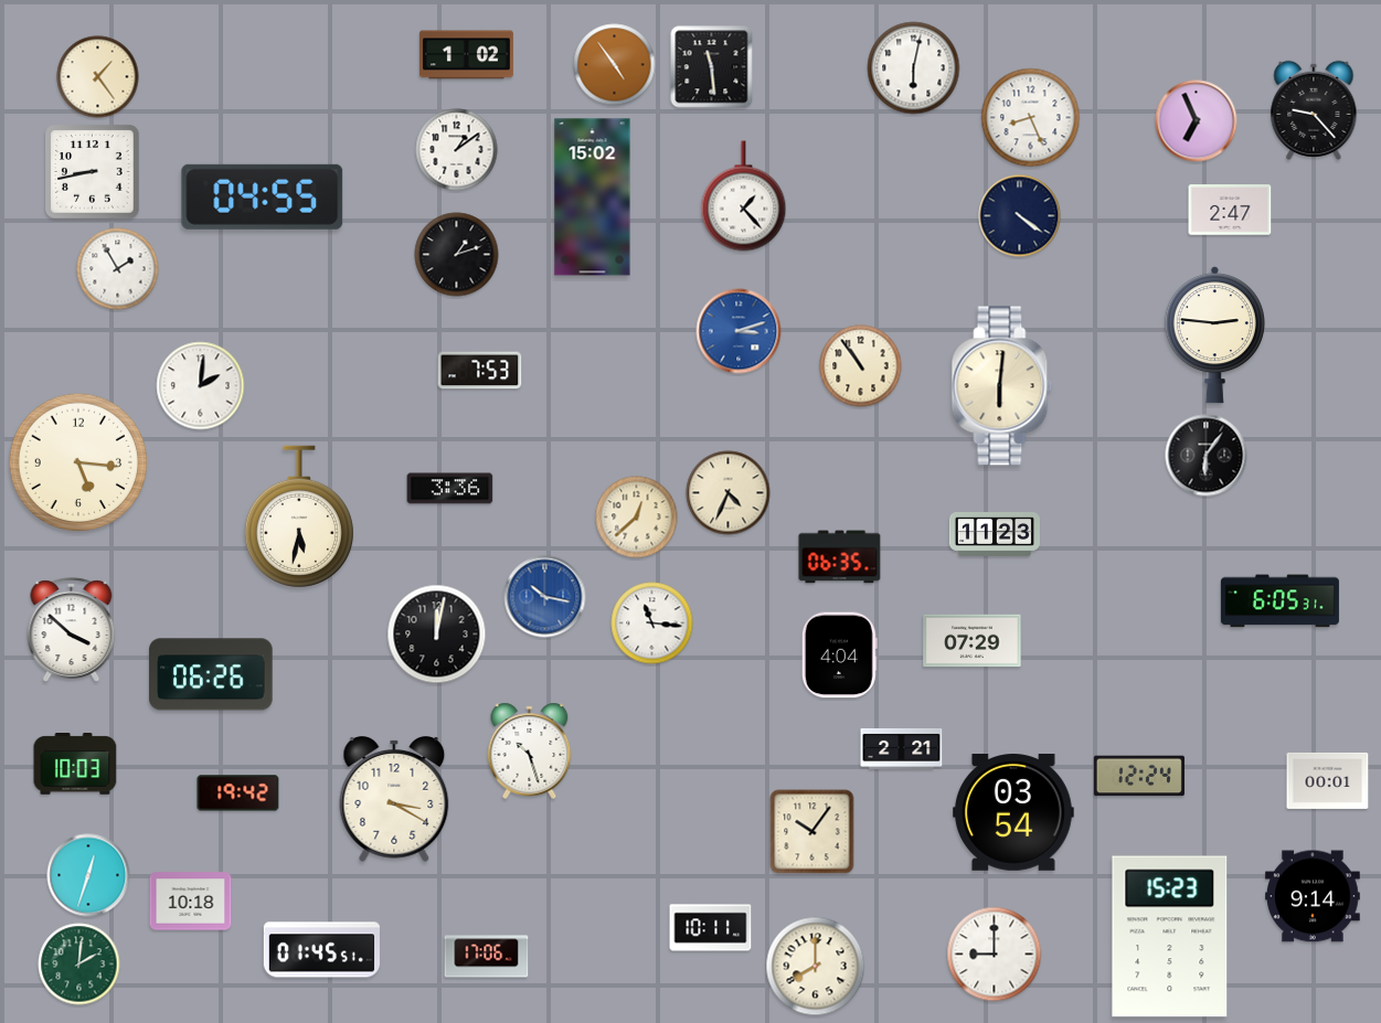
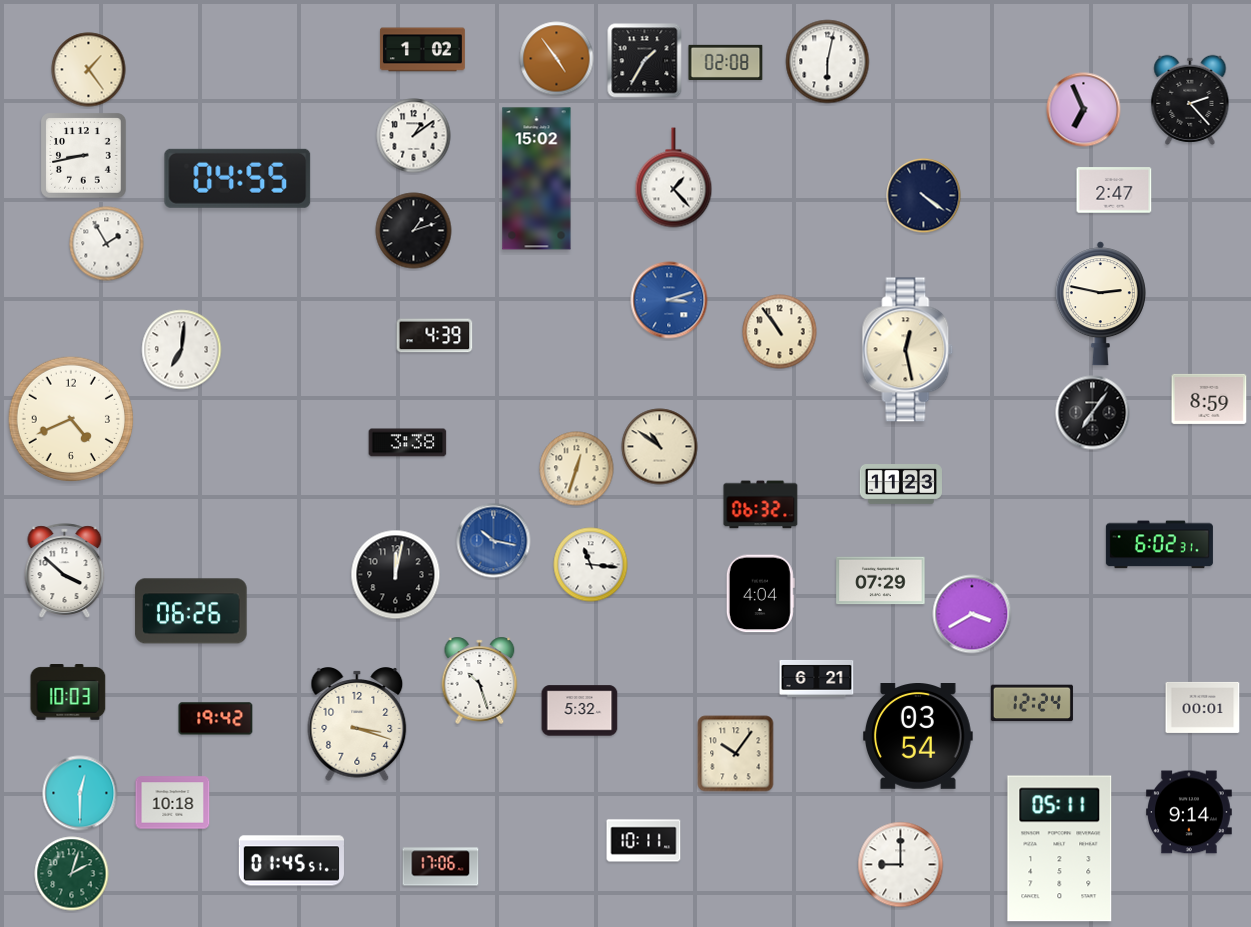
clock at (712, 67): 11:29 -> 1:35
clock at (726, 62): none -> 02:08
clock at (1314, 110): 9:23 -> 2:23
clock at (1031, 118): 8:26 -> none
clock at (1214, 335): 2:46 -> 2:47
clock at (480, 371): 7:53 -> 4:39
clock at (201, 386): 2:01 -> 7:01
clock at (1002, 386): 6:01 -> 12:28
clock at (1209, 399): none -> 8:59
clock at (1207, 456): 6:06 -> 7:06
clock at (77, 461): 5:16 -> 4:41
clock at (450, 489): 3:36 -> 3:38
clock at (729, 493): 4:34 -> 10:51
clock at (299, 516): 5:32 -> none
clock at (637, 518): 12:38 -> 12:33
clock at (840, 557): 06:35 -> 06:32
clock at (1279, 601): 6:05 -> 6:02
clock at (972, 614): none -> 3:40
clock at (902, 748): 2:21 -> 6:21
clock at (580, 711): none -> 5:32
clock at (394, 800): 3:20 -> 3:18
clock at (88, 875): 12:33 -> 12:30
clock at (191, 902) position: (191, 902) -> (173, 803)
clock at (1170, 937): 15:23 -> 05:11
clock at (79, 965): 2:01 -> 2:03
clock at (816, 967): 8:00 -> none
